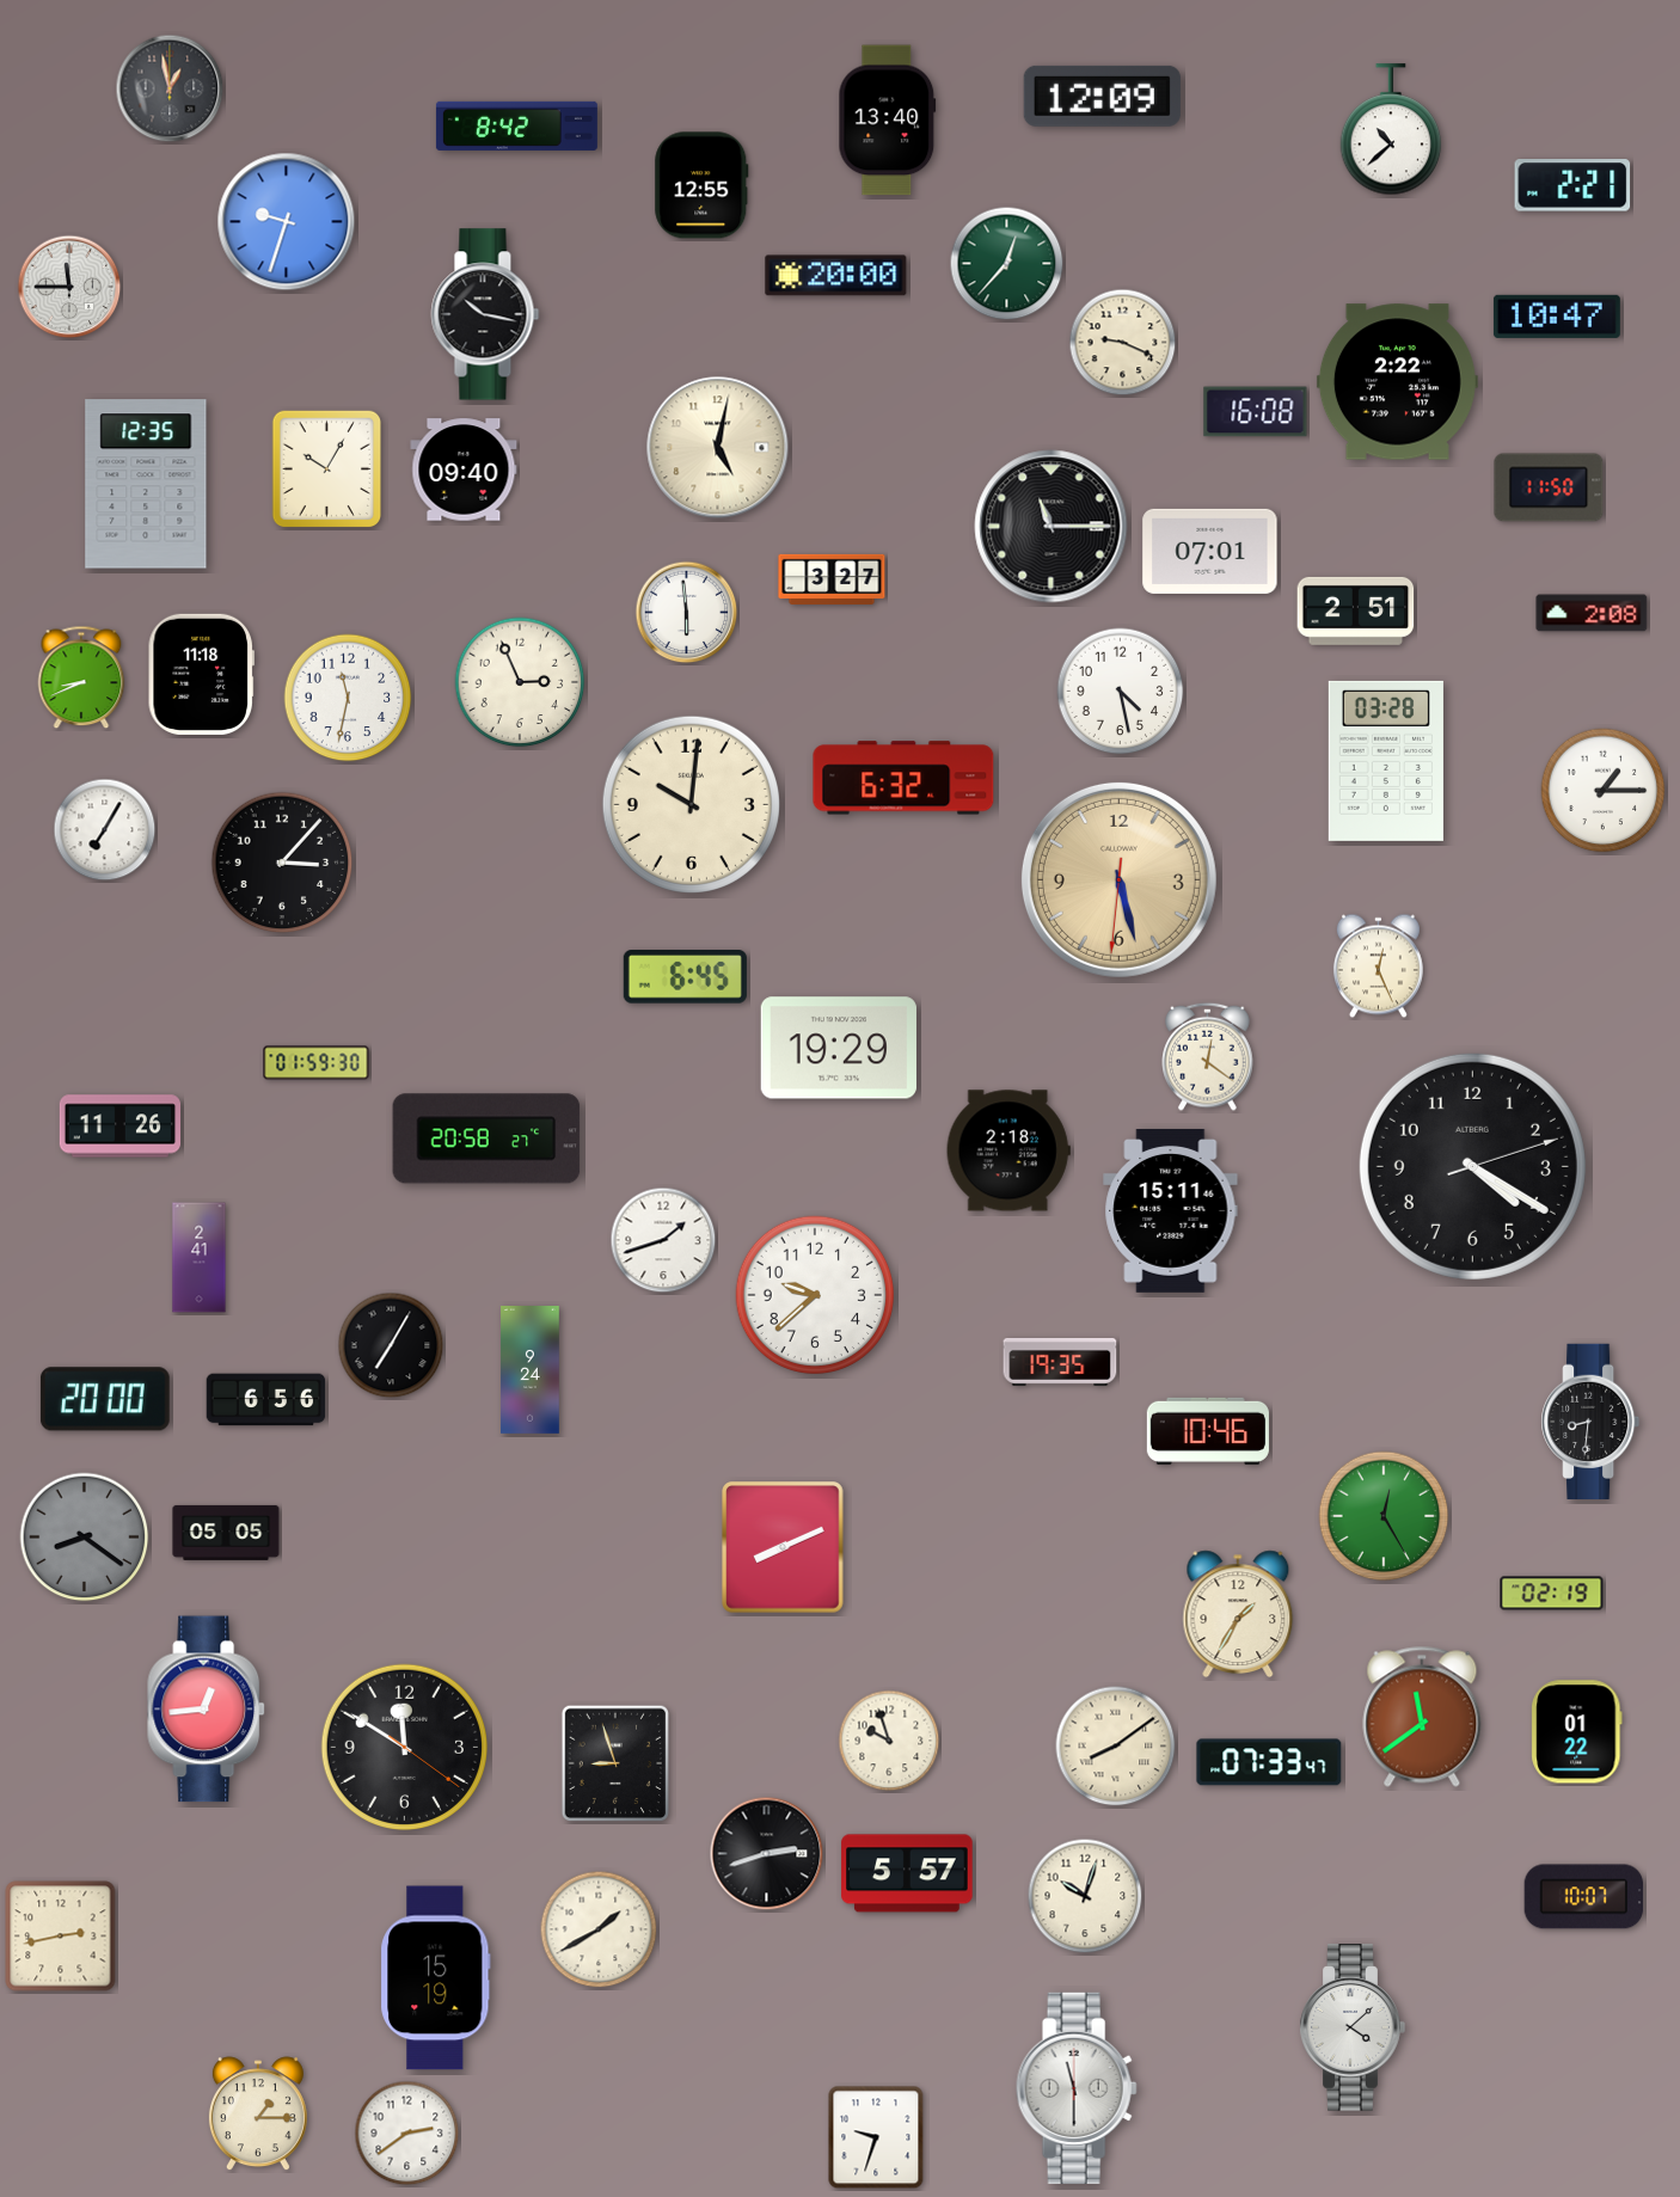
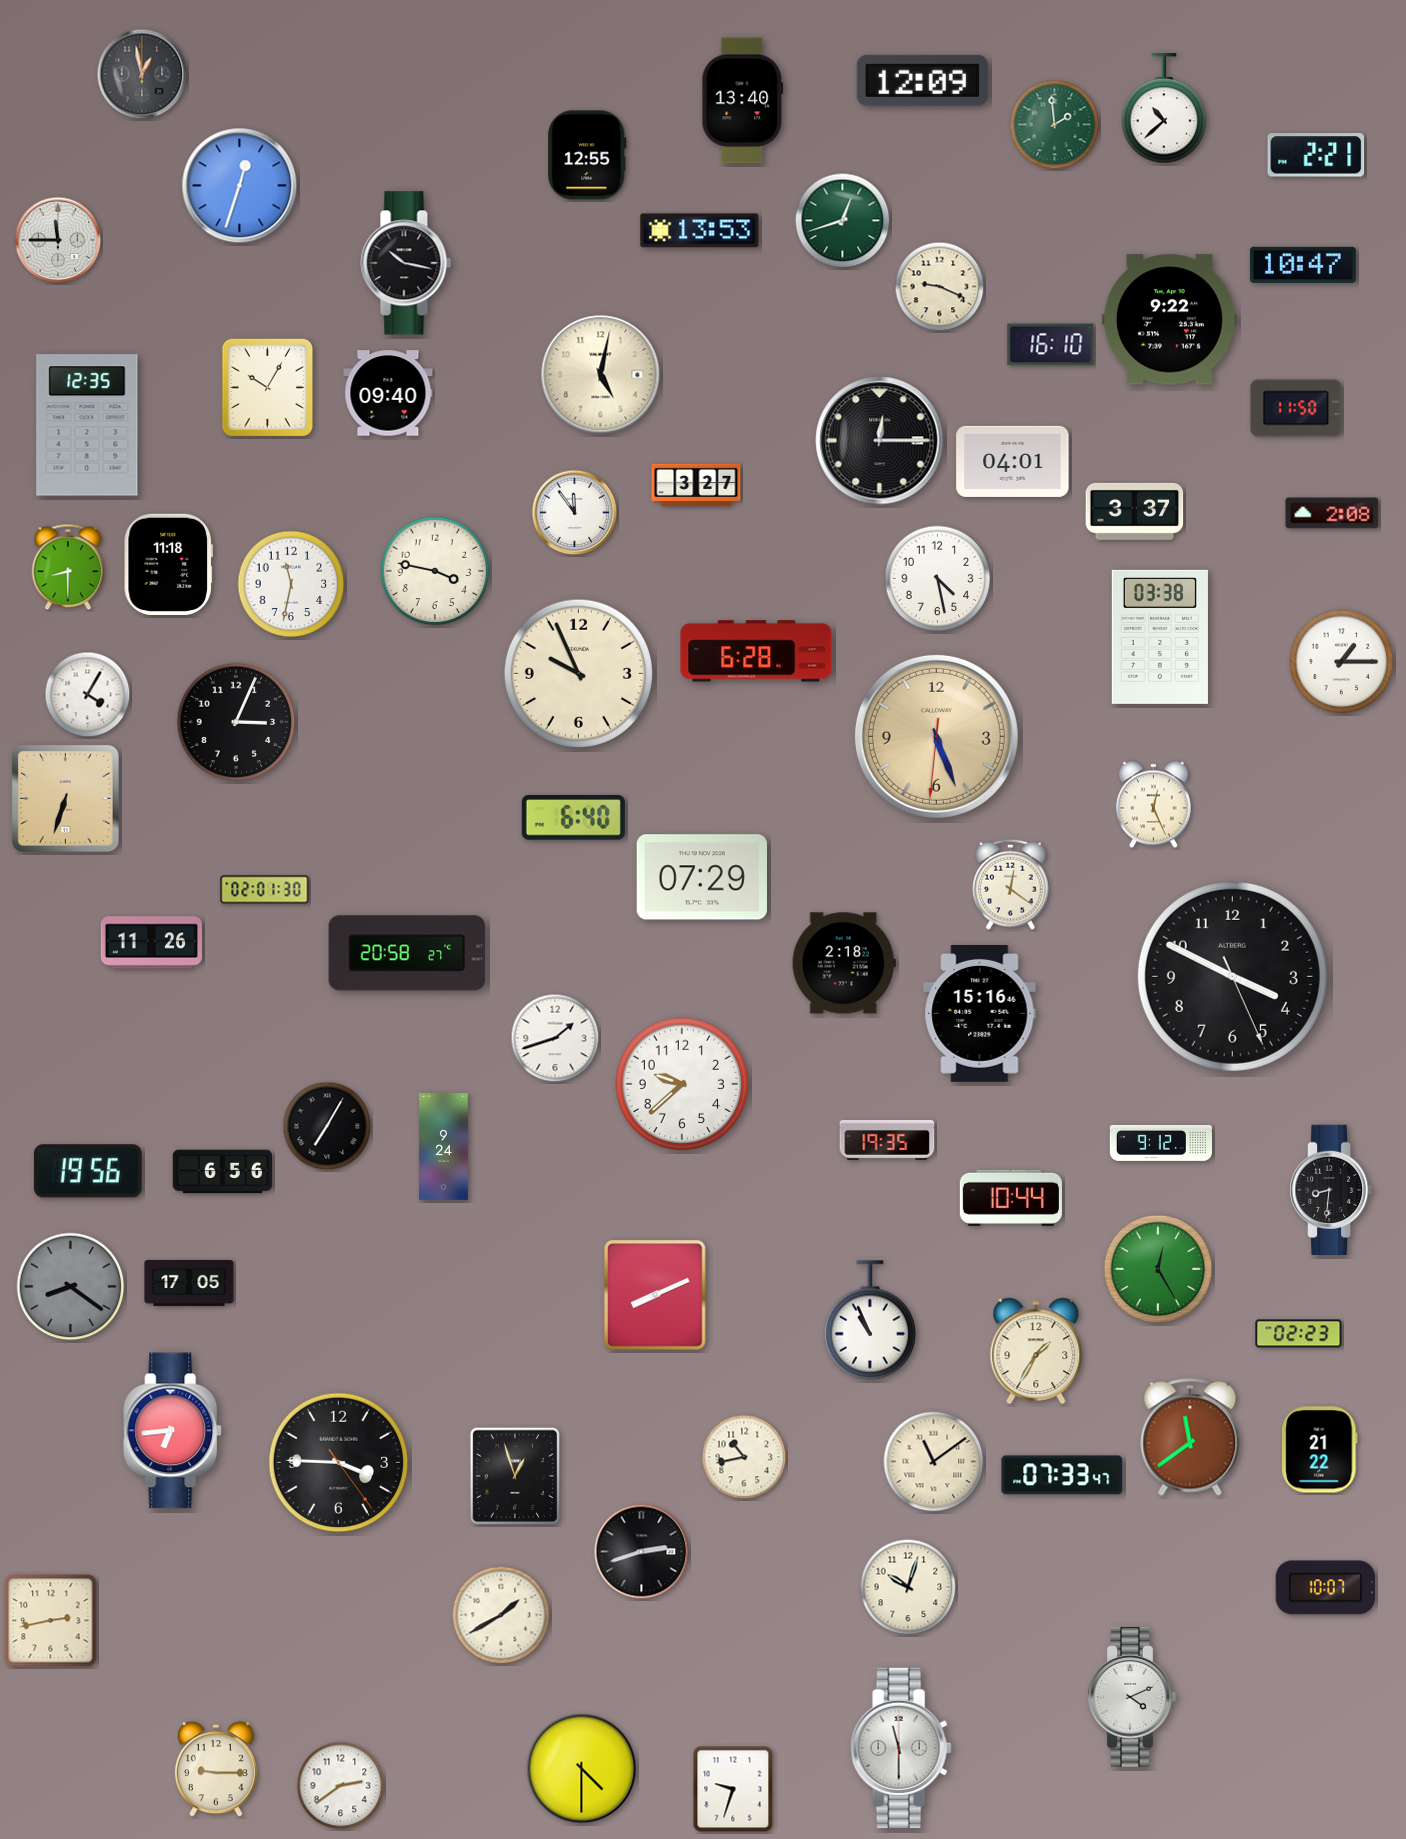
clock at (516, 125): 8:42 -> none
clock at (1055, 125): none -> 1:59
clock at (287, 222): 9:33 -> 12:33
clock at (1007, 264): 12:37 -> 12:42
clock at (836, 276): 20:00 -> 13:53
clock at (1397, 382): 2:22 -> 9:22
clock at (1256, 412): 16:08 -> 16:10
clock at (327, 470) position: (327, 470) -> (268, 388)
clock at (146, 484) position: (146, 484) -> (87, 425)
clock at (1051, 527): 11:15 -> 12:15
clock at (1210, 551): 07:01 -> 04:01
clock at (1356, 610): 2:51 -> 3:37
clock at (687, 613): 5:59 -> 11:54
clock at (81, 677): 8:41 -> 8:30
clock at (520, 682): 2:56 -> 3:47
clock at (1386, 761): 03:28 -> 03:38
clock at (903, 778): 6:32 -> 6:28
clock at (691, 804): 10:01 -> 9:56
clock at (105, 830): 7:05 -> 4:05
clock at (282, 863): 3:07 -> 3:04
clock at (1118, 879): 5:27 -> 5:26
clock at (65, 798): none -> 6:33
clock at (1378, 966) position: (1378, 966) -> (1153, 805)
clock at (685, 977): 6:45 -> 6:40
clock at (839, 1048): 19:29 -> 07:29
clock at (317, 1063): 01:59 -> 02:01
clock at (119, 1127) position: (119, 1127) -> (151, 943)
clock at (1472, 1166): 4:20 -> 3:49
clock at (1171, 1210): 15:11 -> 15:16
clock at (200, 1258): 2:41 -> none
clock at (1161, 1143): none -> 9:12
clock at (105, 1399): 20:00 -> 19:56
clock at (1208, 1431): 10:46 -> 10:44
clock at (226, 1533): 05:05 -> 17:05
clock at (870, 1320): none -> 10:56
clock at (1552, 1594): 02:19 -> 02:23
clock at (207, 1710): 12:44 -> 6:44
clock at (1577, 1732): 01:22 -> 21:22
clock at (889, 1741): 9:57 -> 10:43
clock at (404, 1747): 11:50 -> 3:45
clock at (1116, 1747): 8:09 -> 11:09
clock at (614, 1762): 8:57 -> 12:57
clock at (907, 1873): 5:57 -> none
clock at (436, 1978): 15:19 -> none
clock at (1353, 2027): 4:08 -> 4:11
clock at (582, 1769): none -> 4:30
clock at (258, 2115): 1:15 -> 9:15
